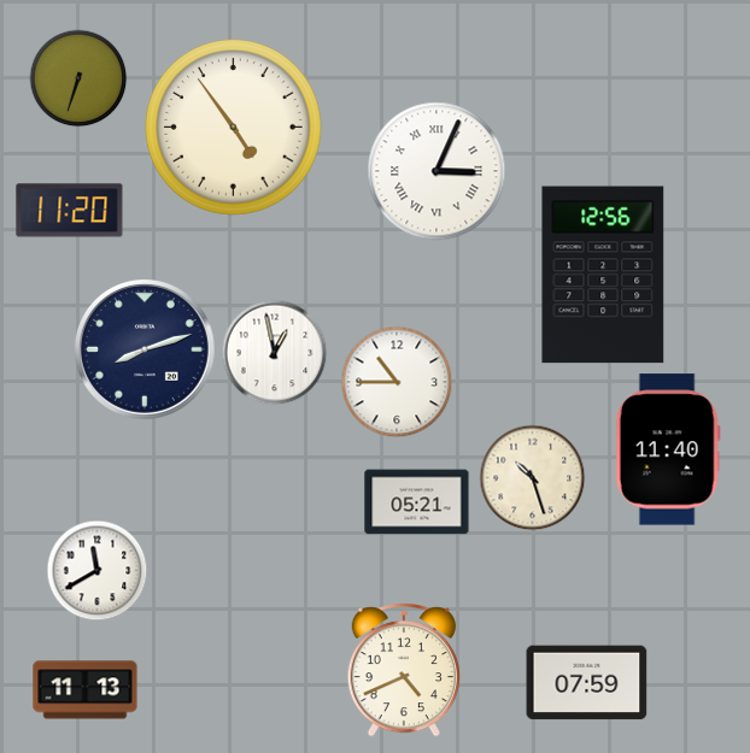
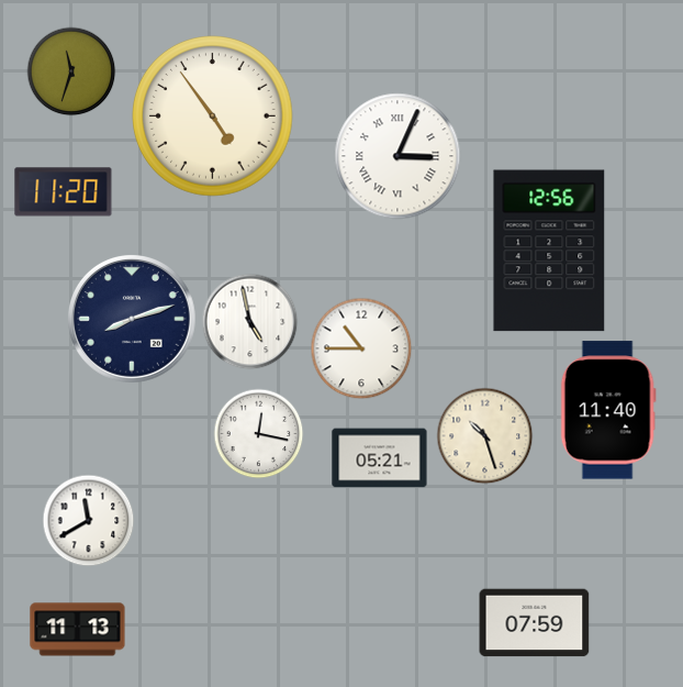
clock at (78, 78): 6:33 -> 11:33
clock at (274, 352): 12:58 -> 4:58
clock at (258, 433): none -> 12:17
clock at (404, 671): 4:41 -> none
